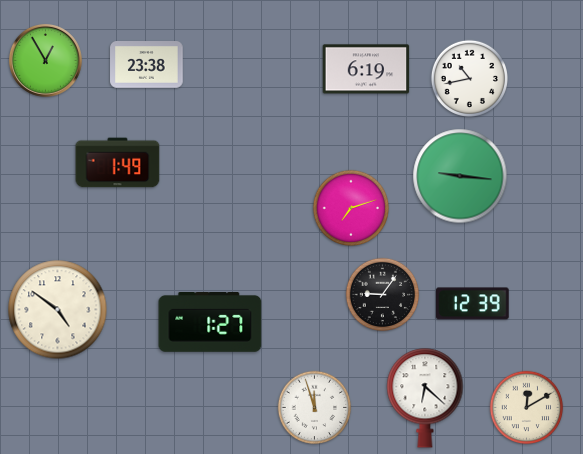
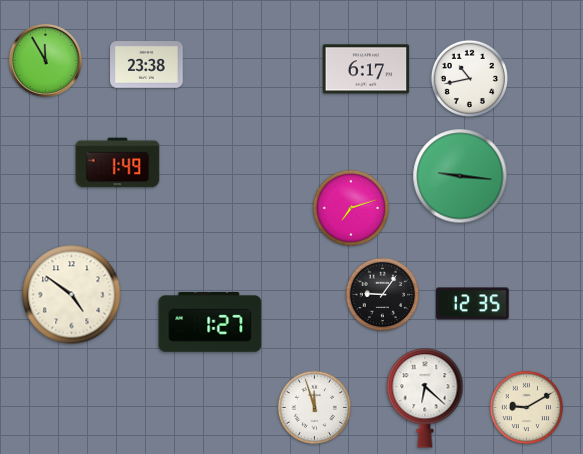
clock at (45, 60): 12:55 -> 11:55
clock at (366, 69): 6:19 -> 6:17
clock at (473, 304): 12:39 -> 12:35
clock at (58, 310) position: (58, 310) -> (72, 295)
clock at (527, 408): 12:10 -> 9:10
